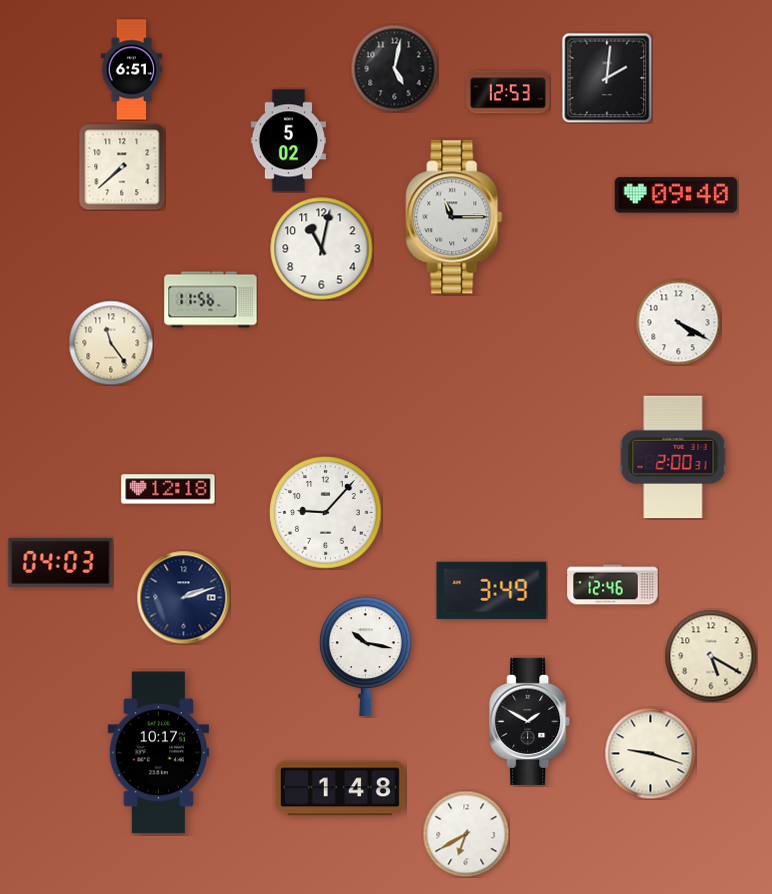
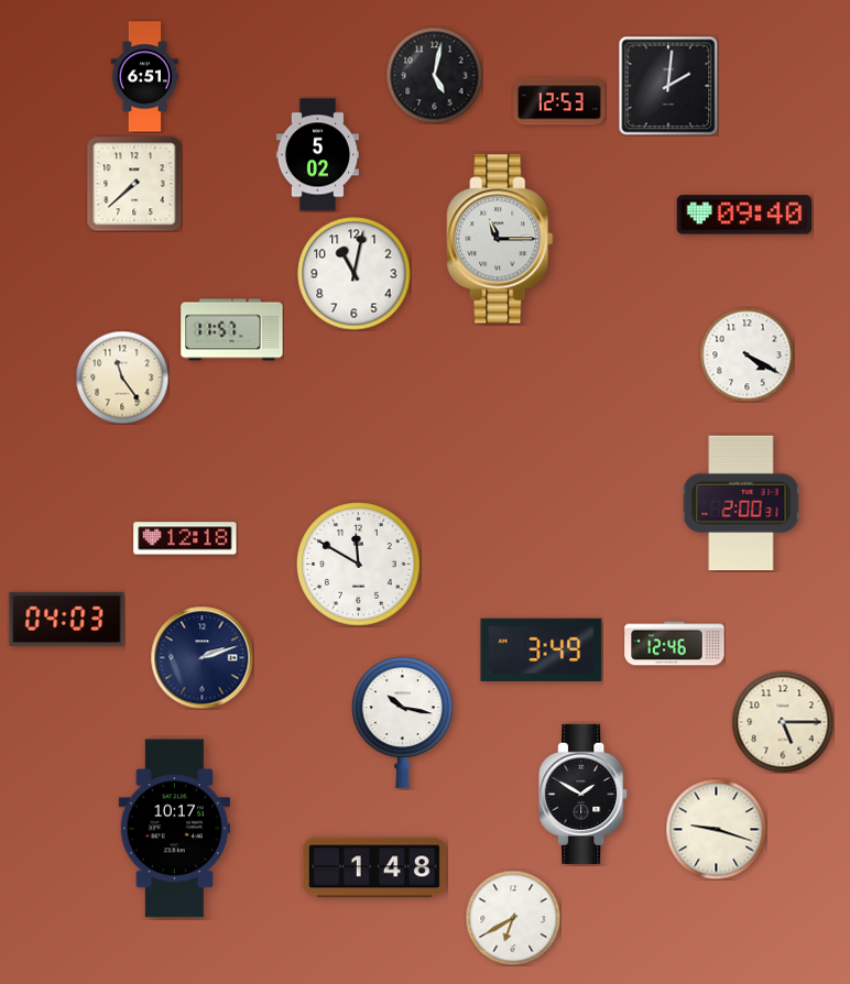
clock at (211, 300): 11:56 -> 11:57
clock at (326, 513): 9:07 -> 11:50
clock at (711, 656): 5:20 -> 5:15
